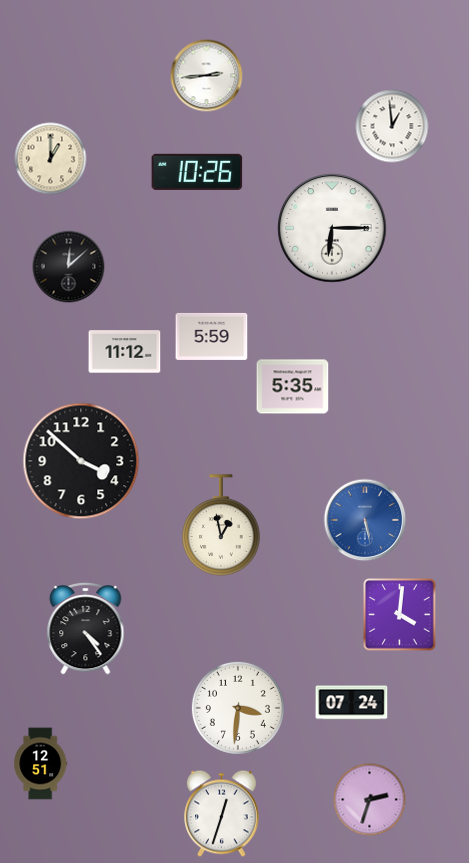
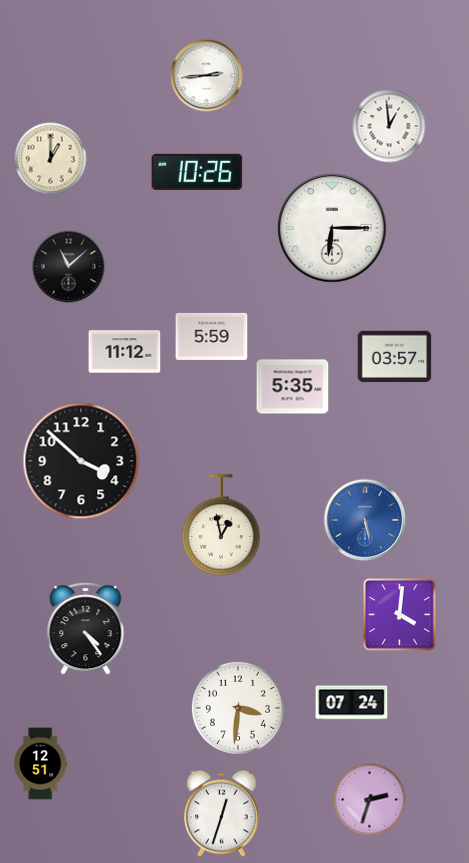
clock at (392, 126) position: (392, 126) -> (389, 126)
clock at (69, 267): 12:08 -> 11:08
clock at (395, 357): none -> 03:57
